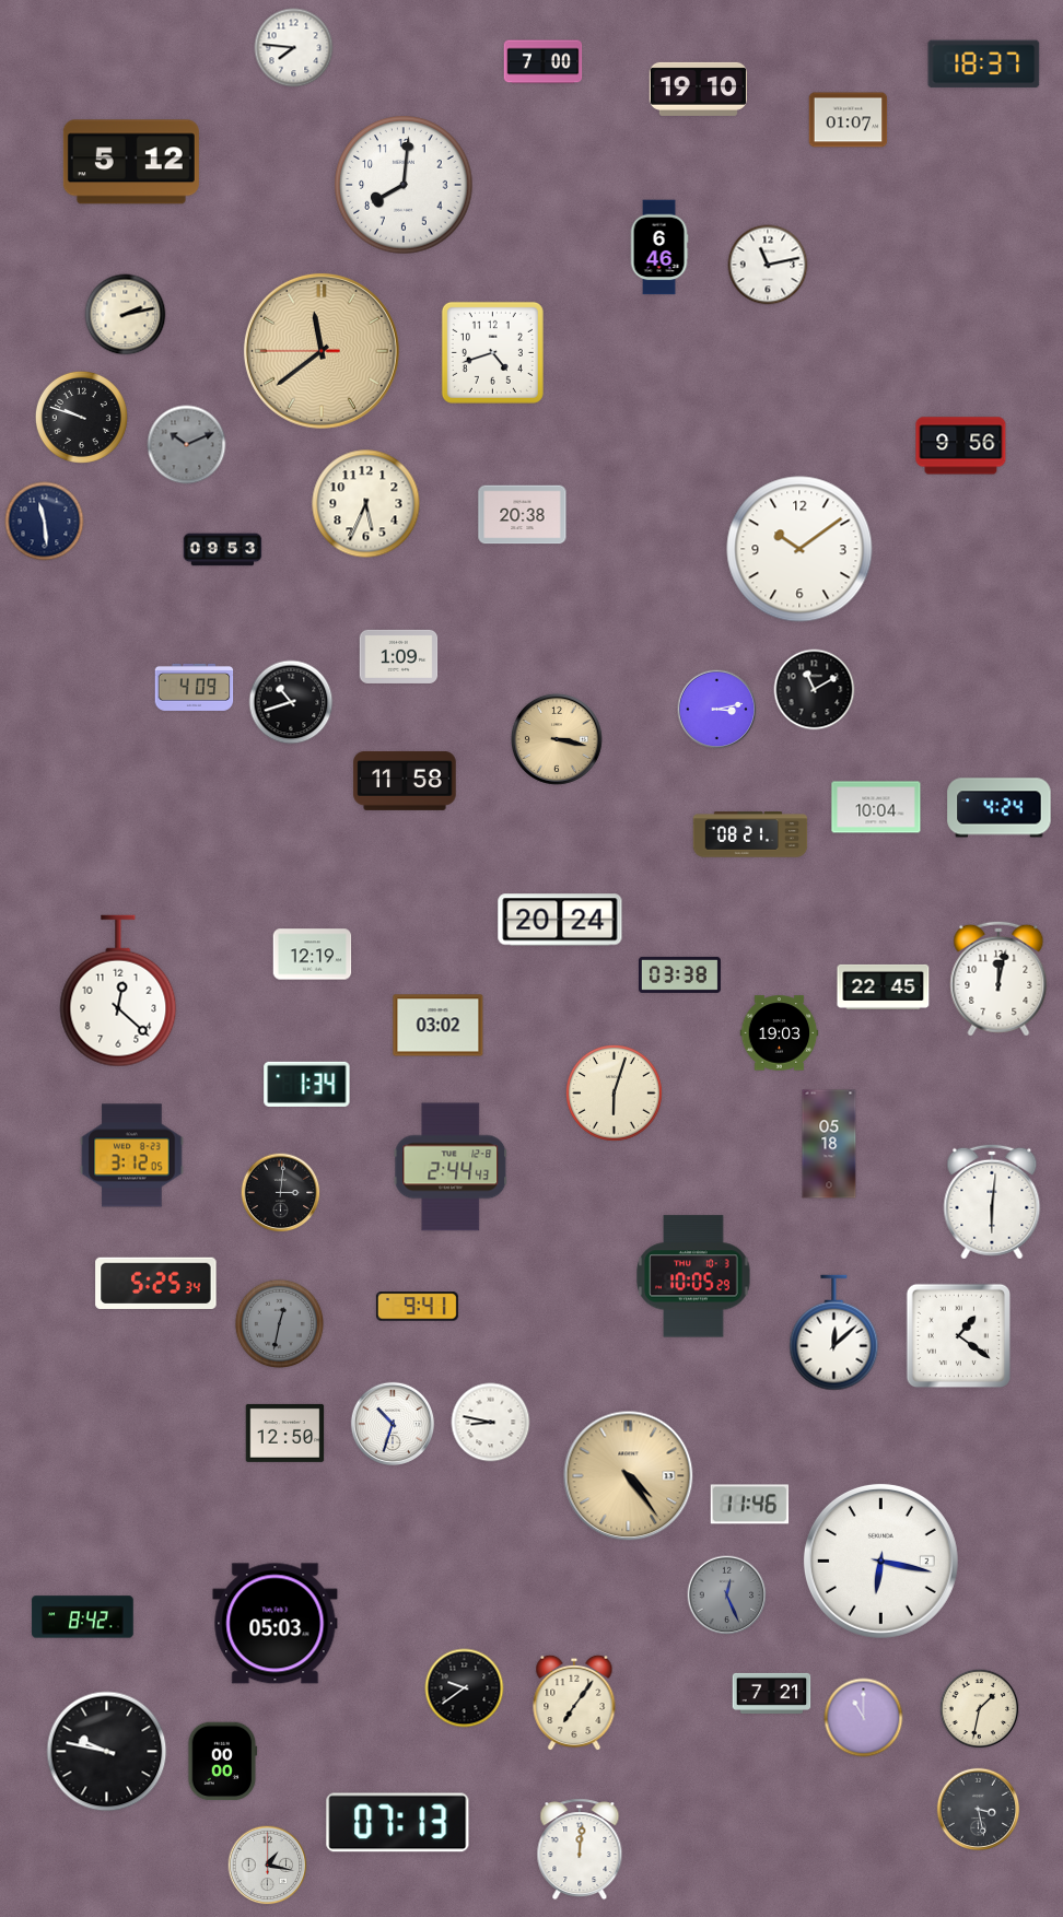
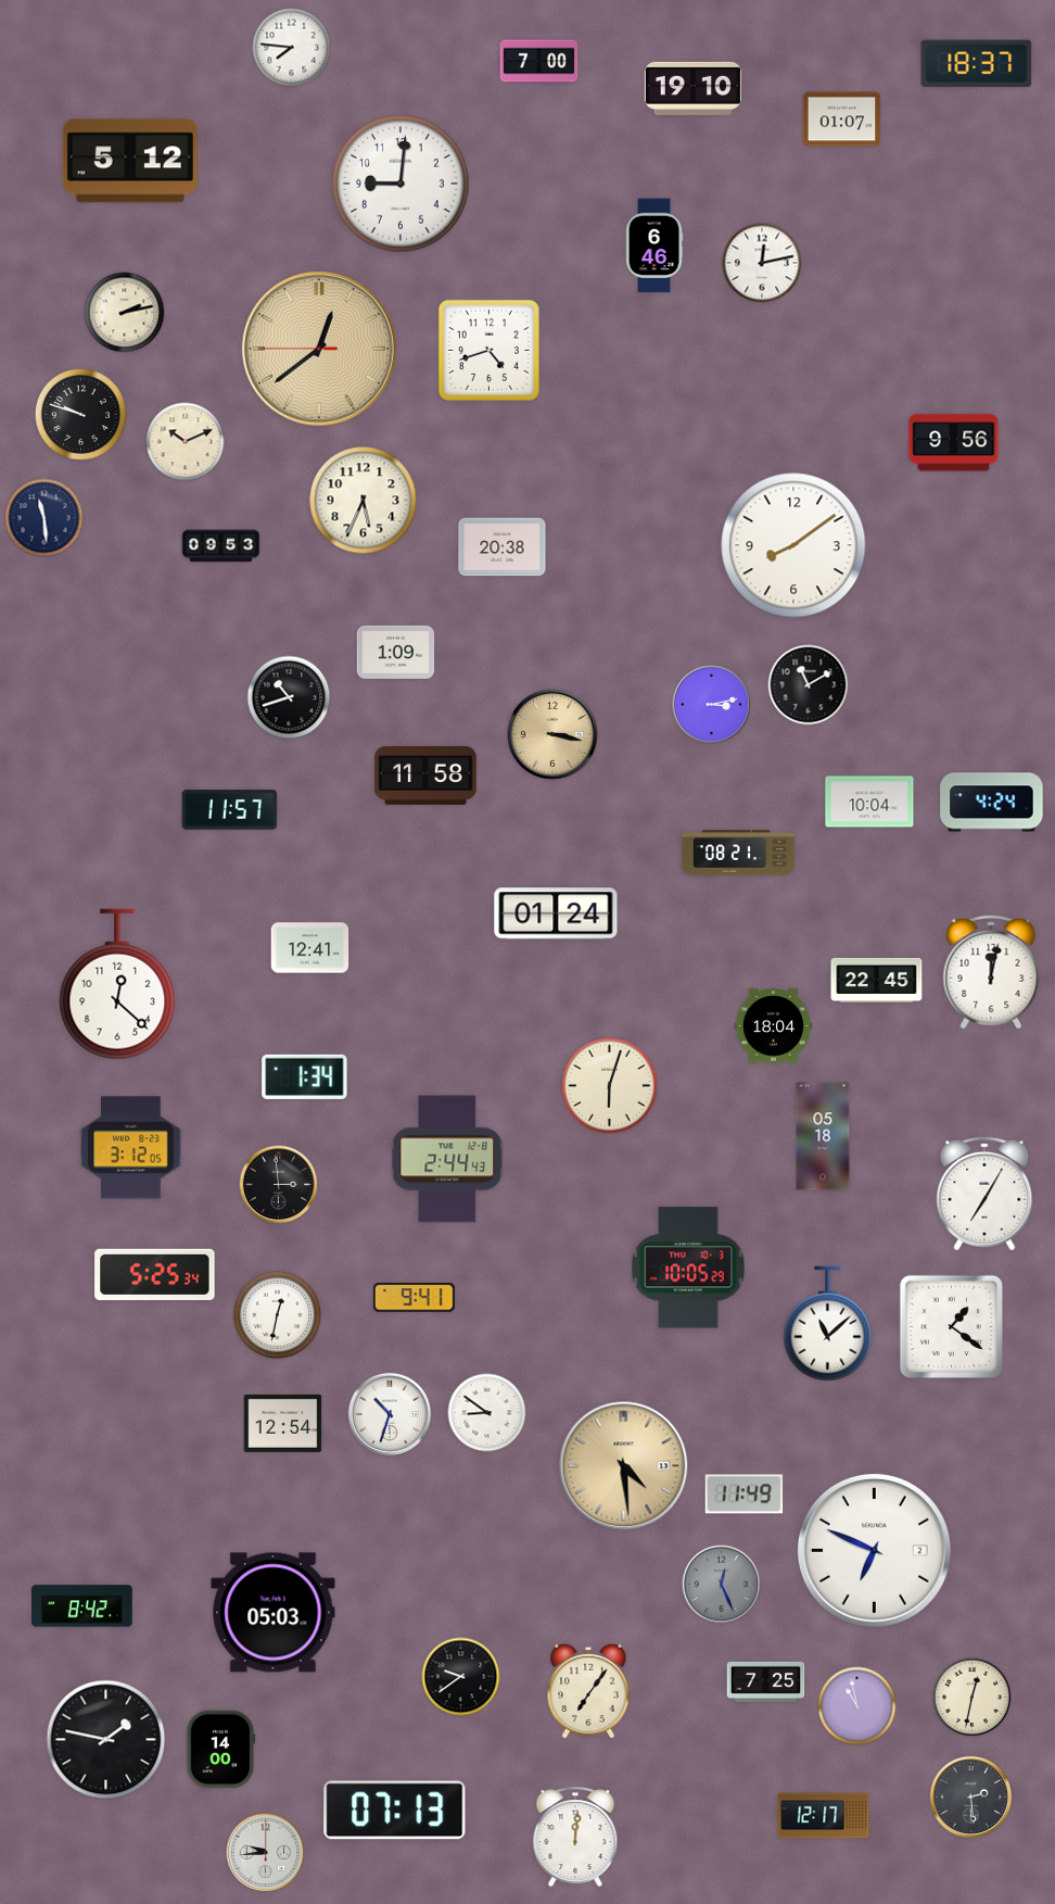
clock at (404, 185): 8:01 -> 9:01
clock at (768, 265): 11:13 -> 12:13
clock at (322, 351): 11:38 -> 12:38
clock at (187, 445) dial: grey -> cream
clock at (523, 515) position: (523, 515) -> (503, 547)
clock at (799, 549): 10:09 -> 8:09
clock at (195, 687): 4:09 -> none
clock at (405, 781) position: (405, 781) -> (425, 776)
clock at (230, 810): none -> 11:57
clock at (750, 834) position: (750, 834) -> (738, 853)
clock at (560, 920): 20:24 -> 01:24
clock at (313, 955): 12:19 -> 12:41
clock at (679, 974): 03:38 -> none
clock at (439, 1026): 03:02 -> none
clock at (780, 1033): 19:03 -> 18:04
clock at (281, 1193): 3:01 -> 2:59
clock at (992, 1202): 6:01 -> 7:05
clock at (280, 1324) dial: grey -> white
clock at (834, 1333): 12:08 -> 11:08
clock at (491, 1423): 8:47 -> 8:51
clock at (285, 1433): 12:50 -> 12:54
clock at (629, 1476): 4:24 -> 4:29
clock at (750, 1505): 11:46 -> 11:49
clock at (880, 1561): 6:17 -> 6:49
clock at (772, 1693): 7:21 -> 7:25
clock at (574, 1703) position: (574, 1703) -> (588, 1691)
clock at (980, 1709): 1:32 -> 12:32
clock at (864, 1718): 11:00 -> 10:58
clock at (107, 1752): 9:47 -> 1:47
clock at (223, 1762): 00:00 -> 14:00
clock at (979, 1810): 3:28 -> 2:29
clock at (824, 1816): none -> 12:17
clock at (268, 1866): 1:17 -> 9:44
